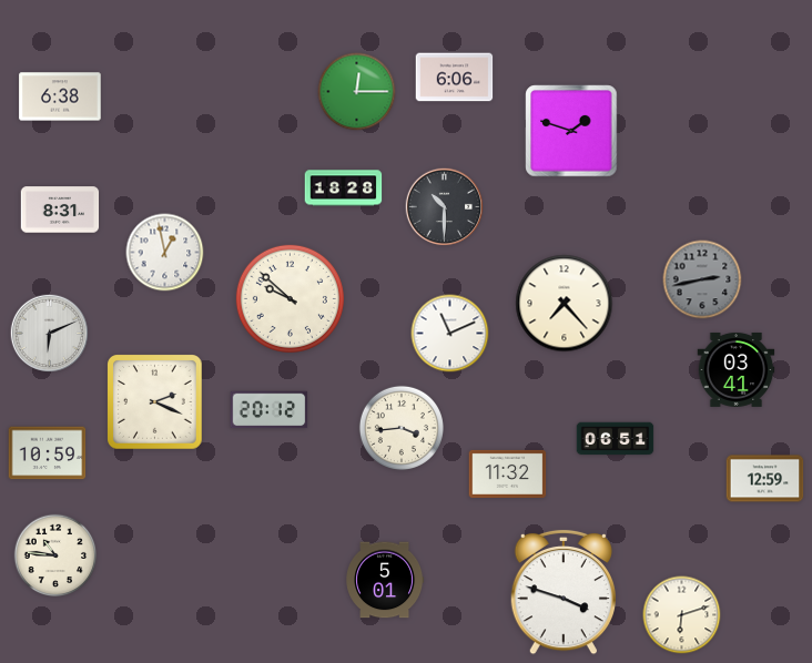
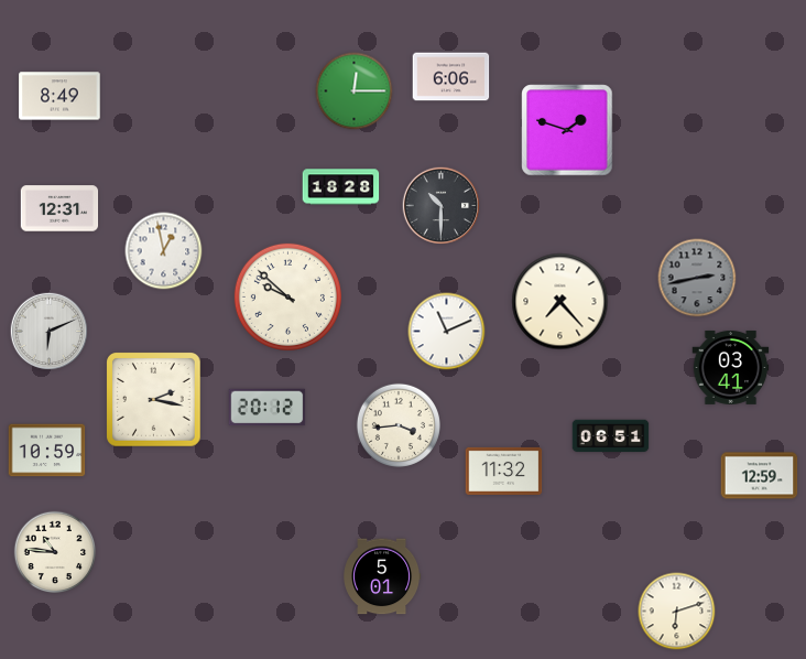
clock at (60, 96): 6:38 -> 8:49
clock at (60, 210): 8:31 -> 12:31
clock at (155, 402): 2:19 -> 2:17
clock at (562, 592): 3:48 -> none
